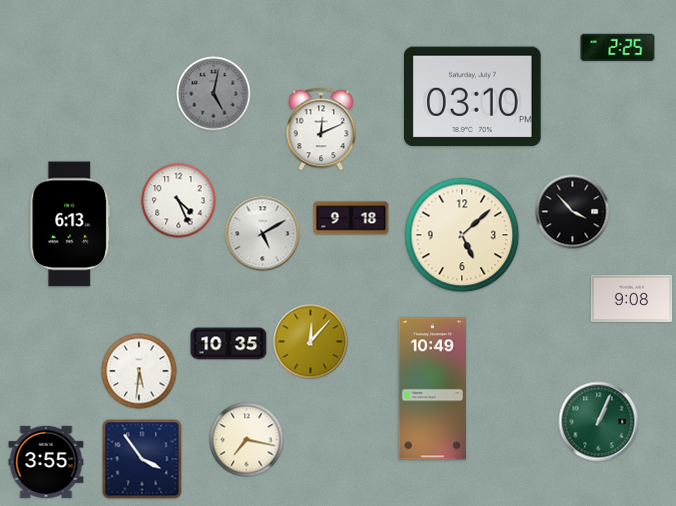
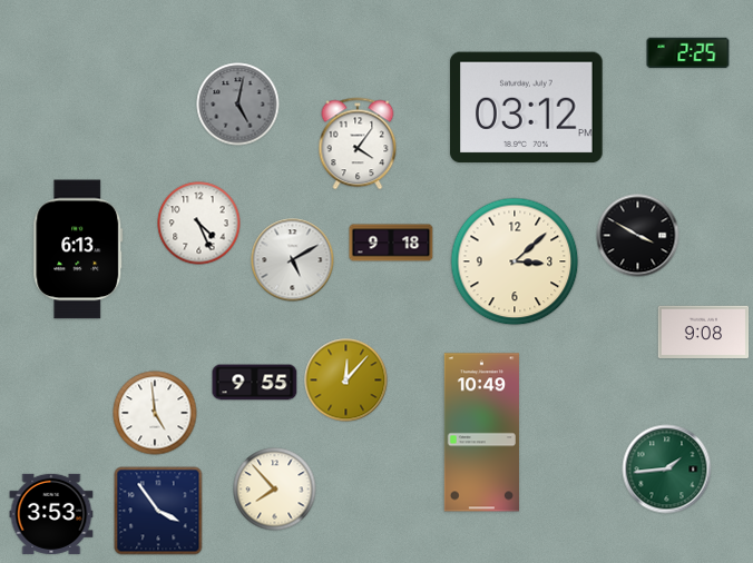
clock at (473, 97): 03:10 -> 03:12
clock at (321, 129): 12:11 -> 4:06
clock at (573, 212): 3:53 -> 3:50
clock at (462, 235): 5:08 -> 3:08
clock at (229, 344): 10:35 -> 9:55
clock at (139, 371): 5:31 -> 4:59
clock at (599, 422): 1:04 -> 1:44
clock at (247, 440): 7:17 -> 7:53
clock at (46, 462): 3:55 -> 3:53
